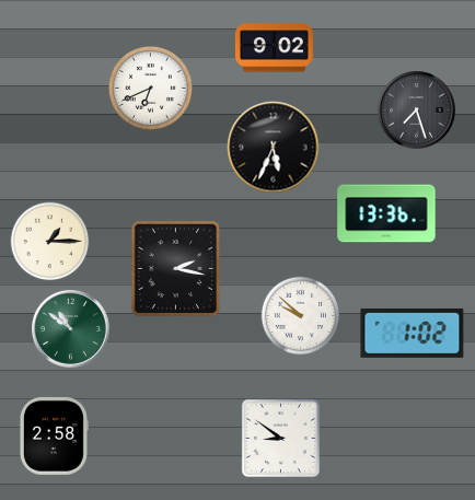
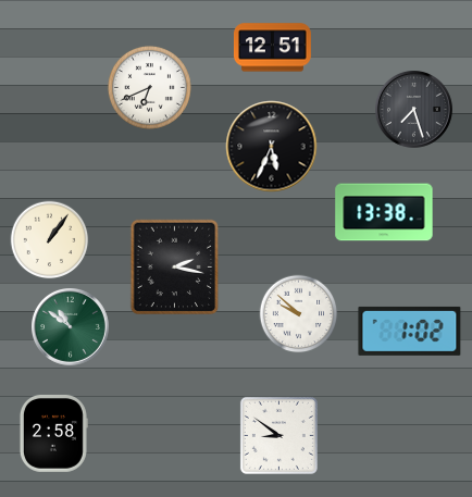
clock at (274, 48): 9:02 -> 12:51
clock at (386, 213): 13:36 -> 13:38
clock at (50, 242): 1:15 -> 1:06
